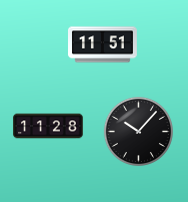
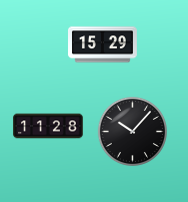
clock at (103, 45): 11:51 -> 15:29
clock at (138, 131) position: (138, 131) -> (132, 131)
